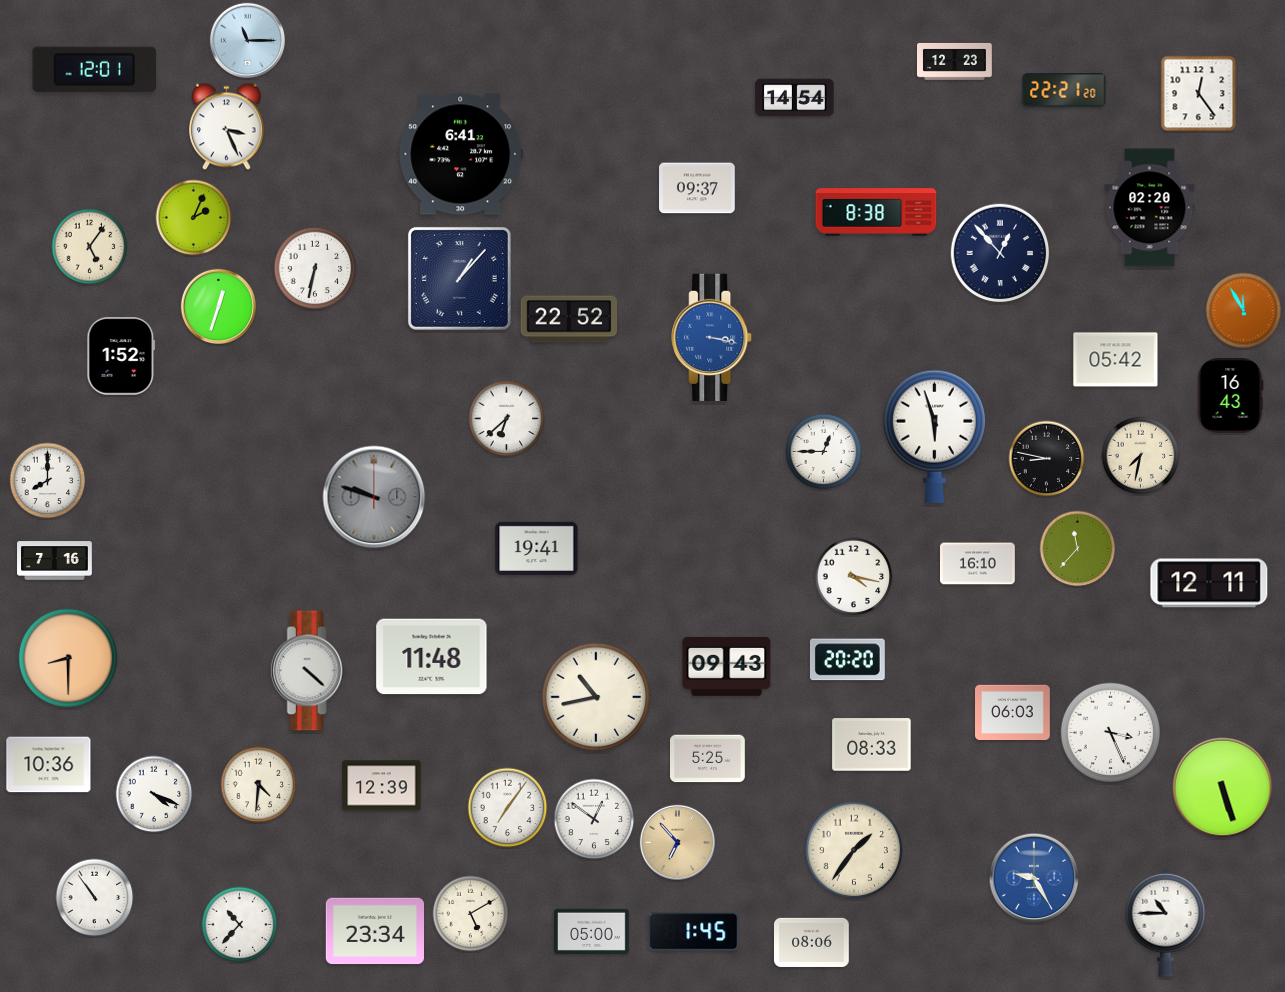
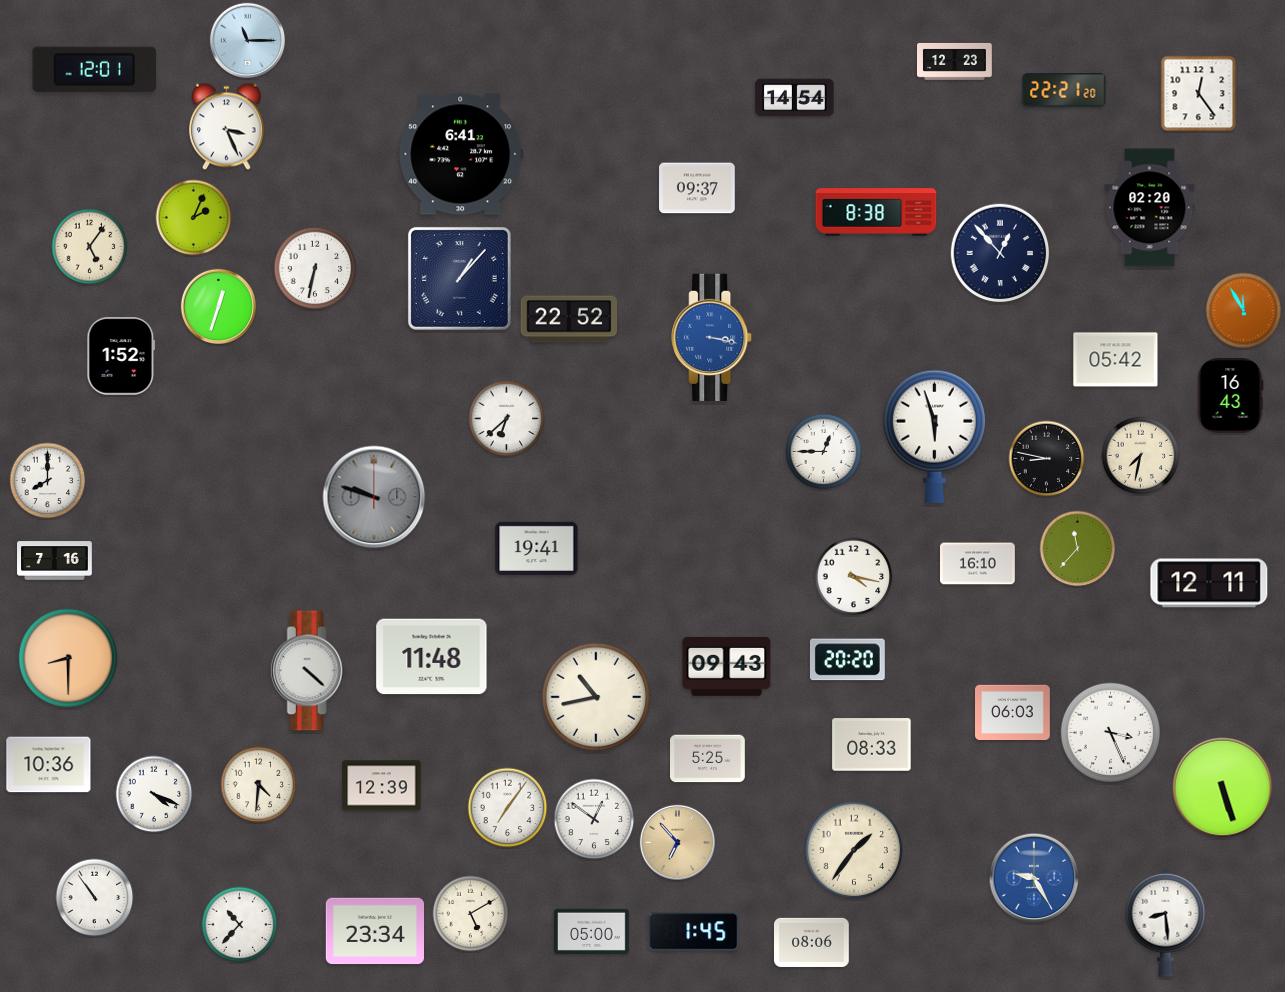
clock at (1166, 922): 10:45 -> 8:29
